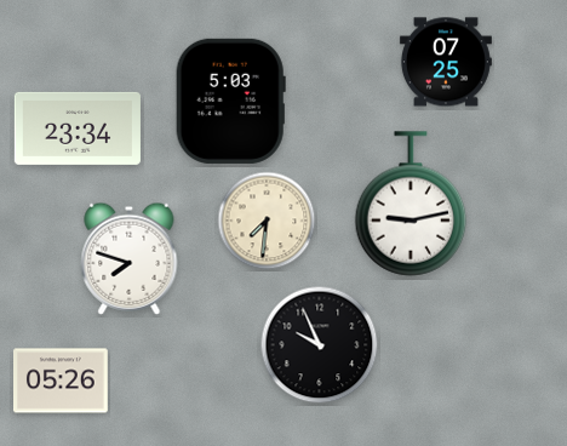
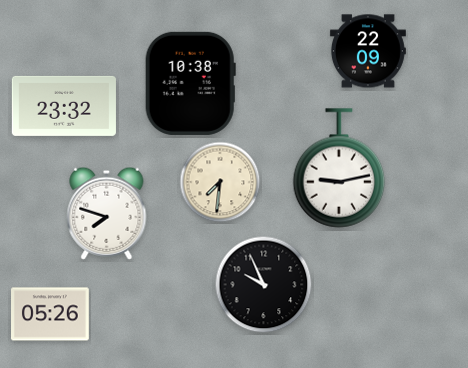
clock at (446, 62): 07:25 -> 22:09
clock at (230, 101): 5:03 -> 10:38
clock at (78, 128): 23:34 -> 23:32
